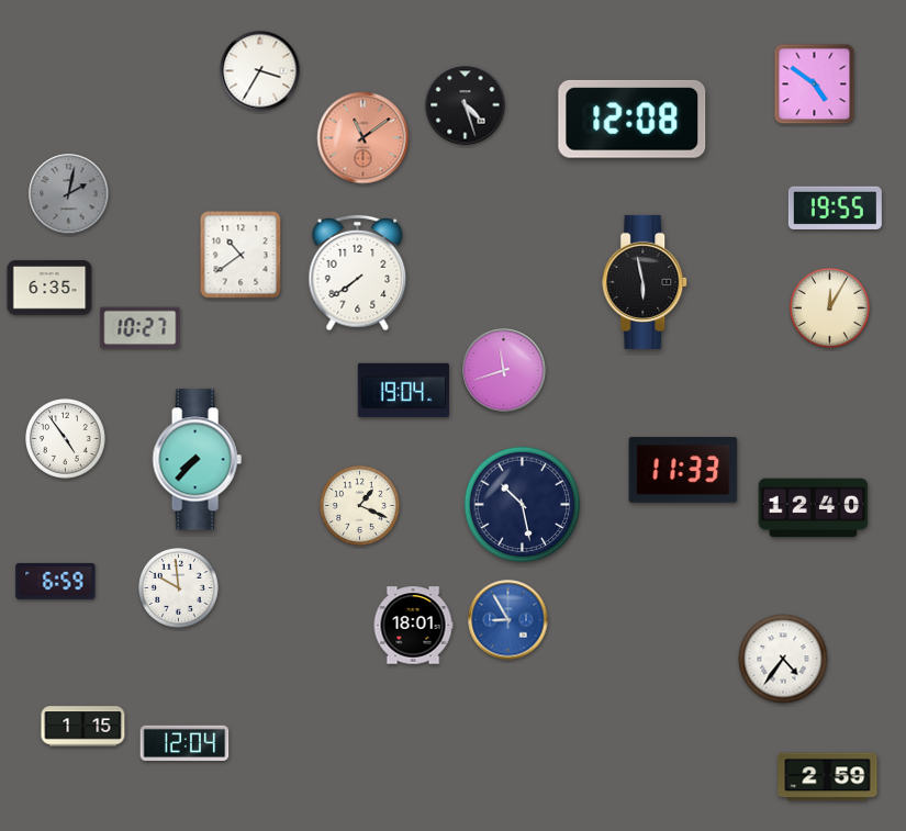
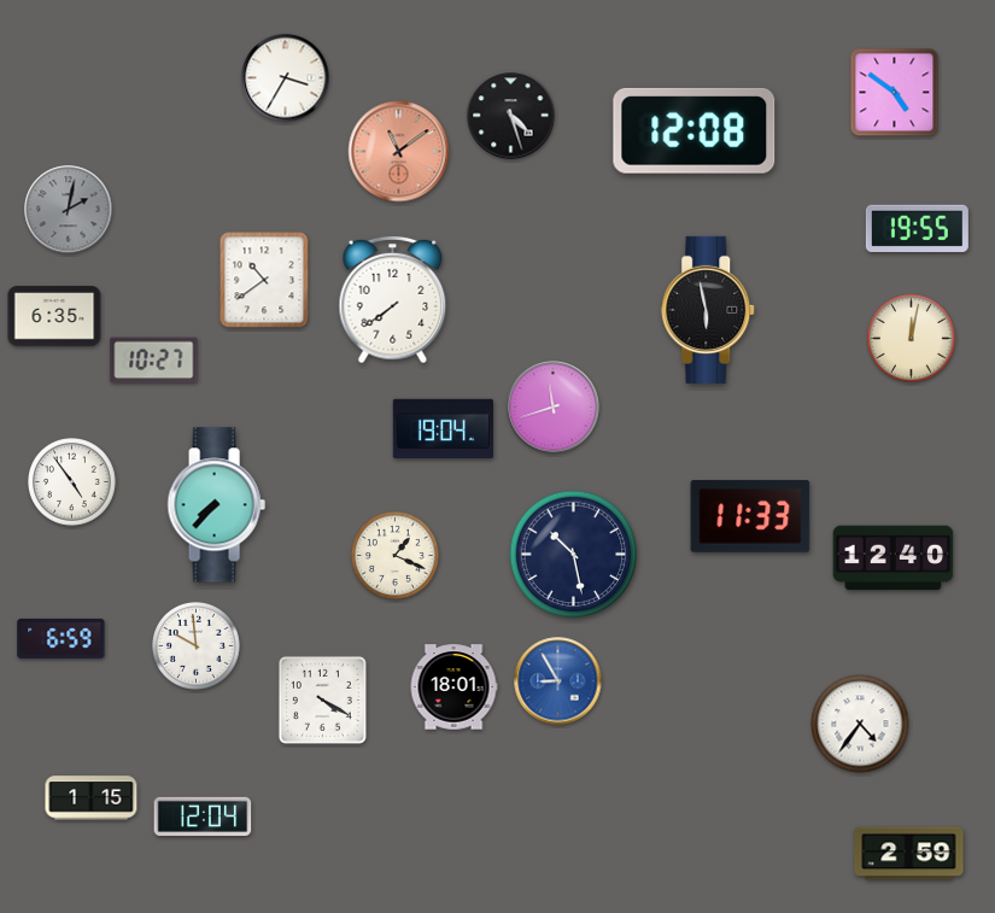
clock at (69, 194) position: (69, 194) -> (69, 210)
clock at (830, 308): 12:05 -> 12:02
clock at (322, 700): none -> 4:20
